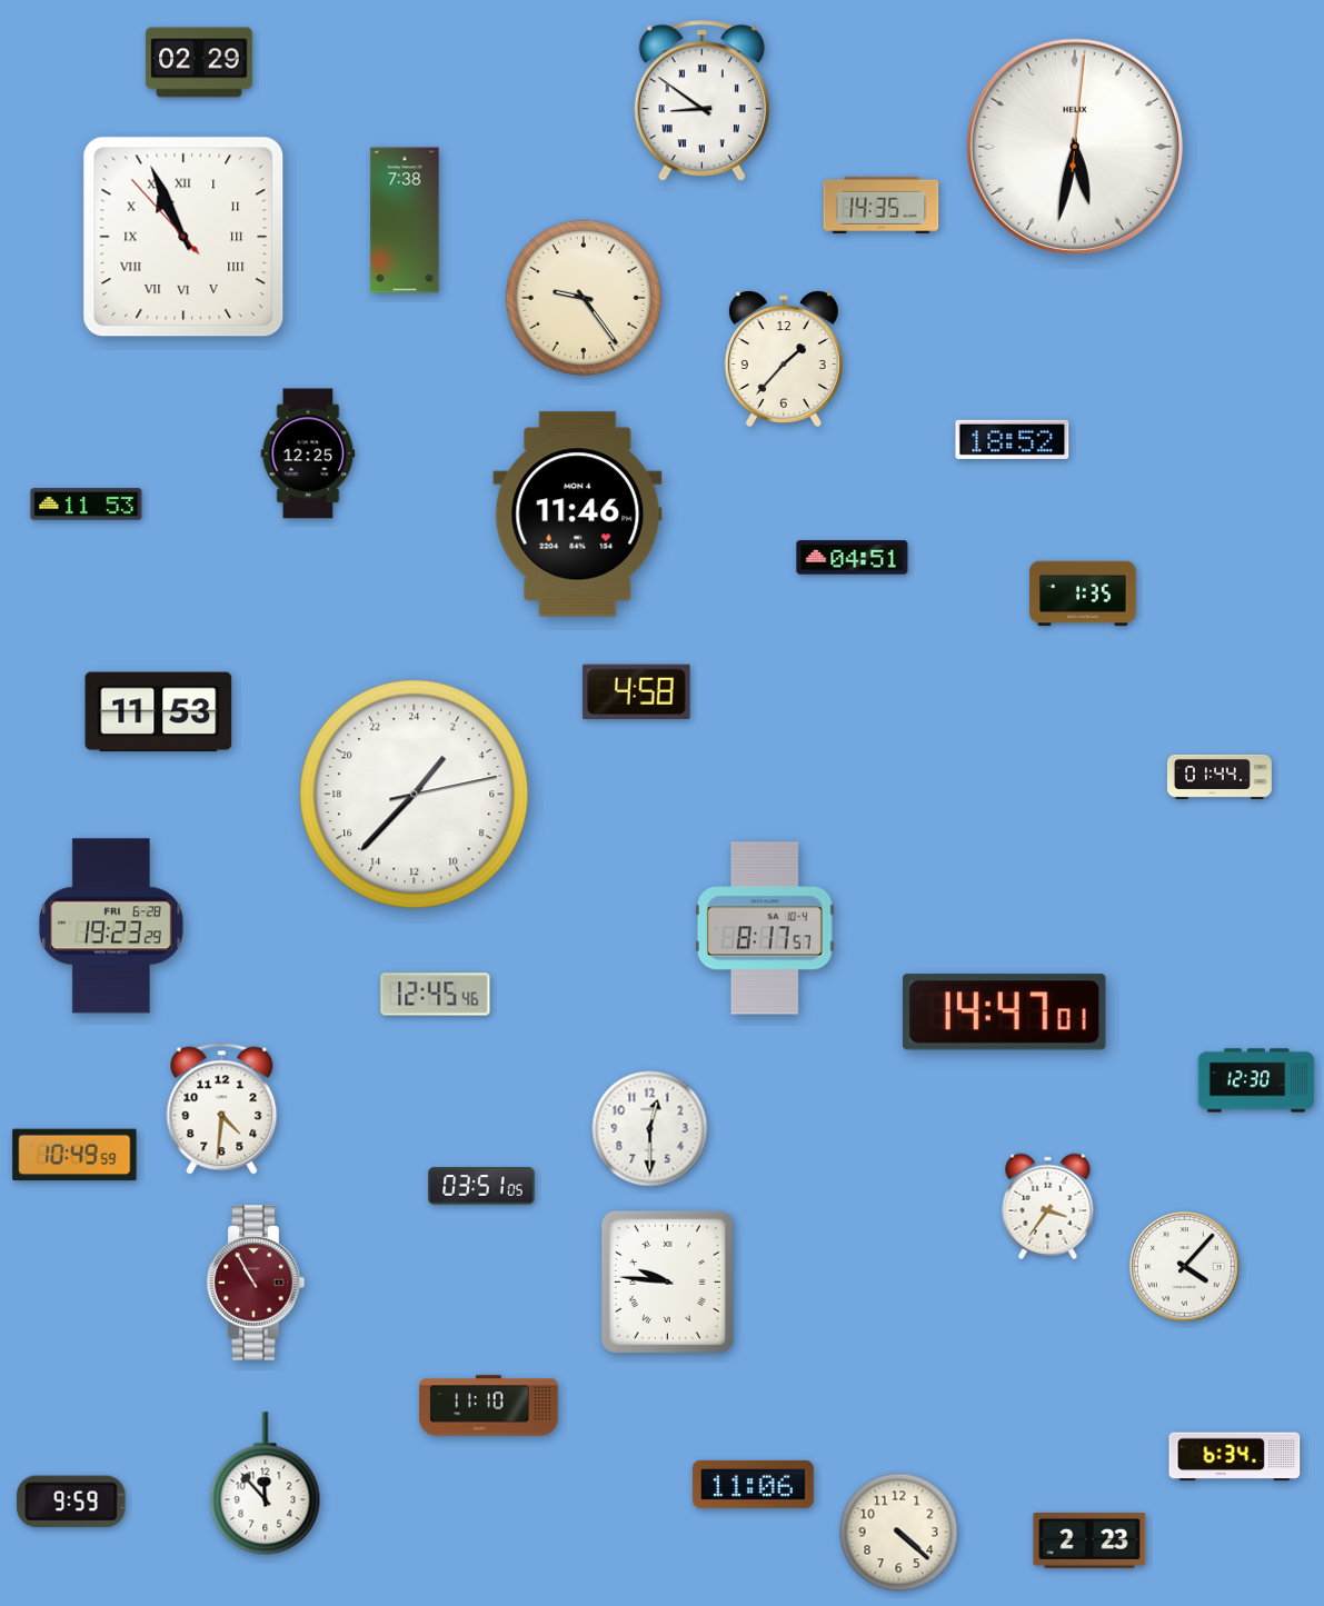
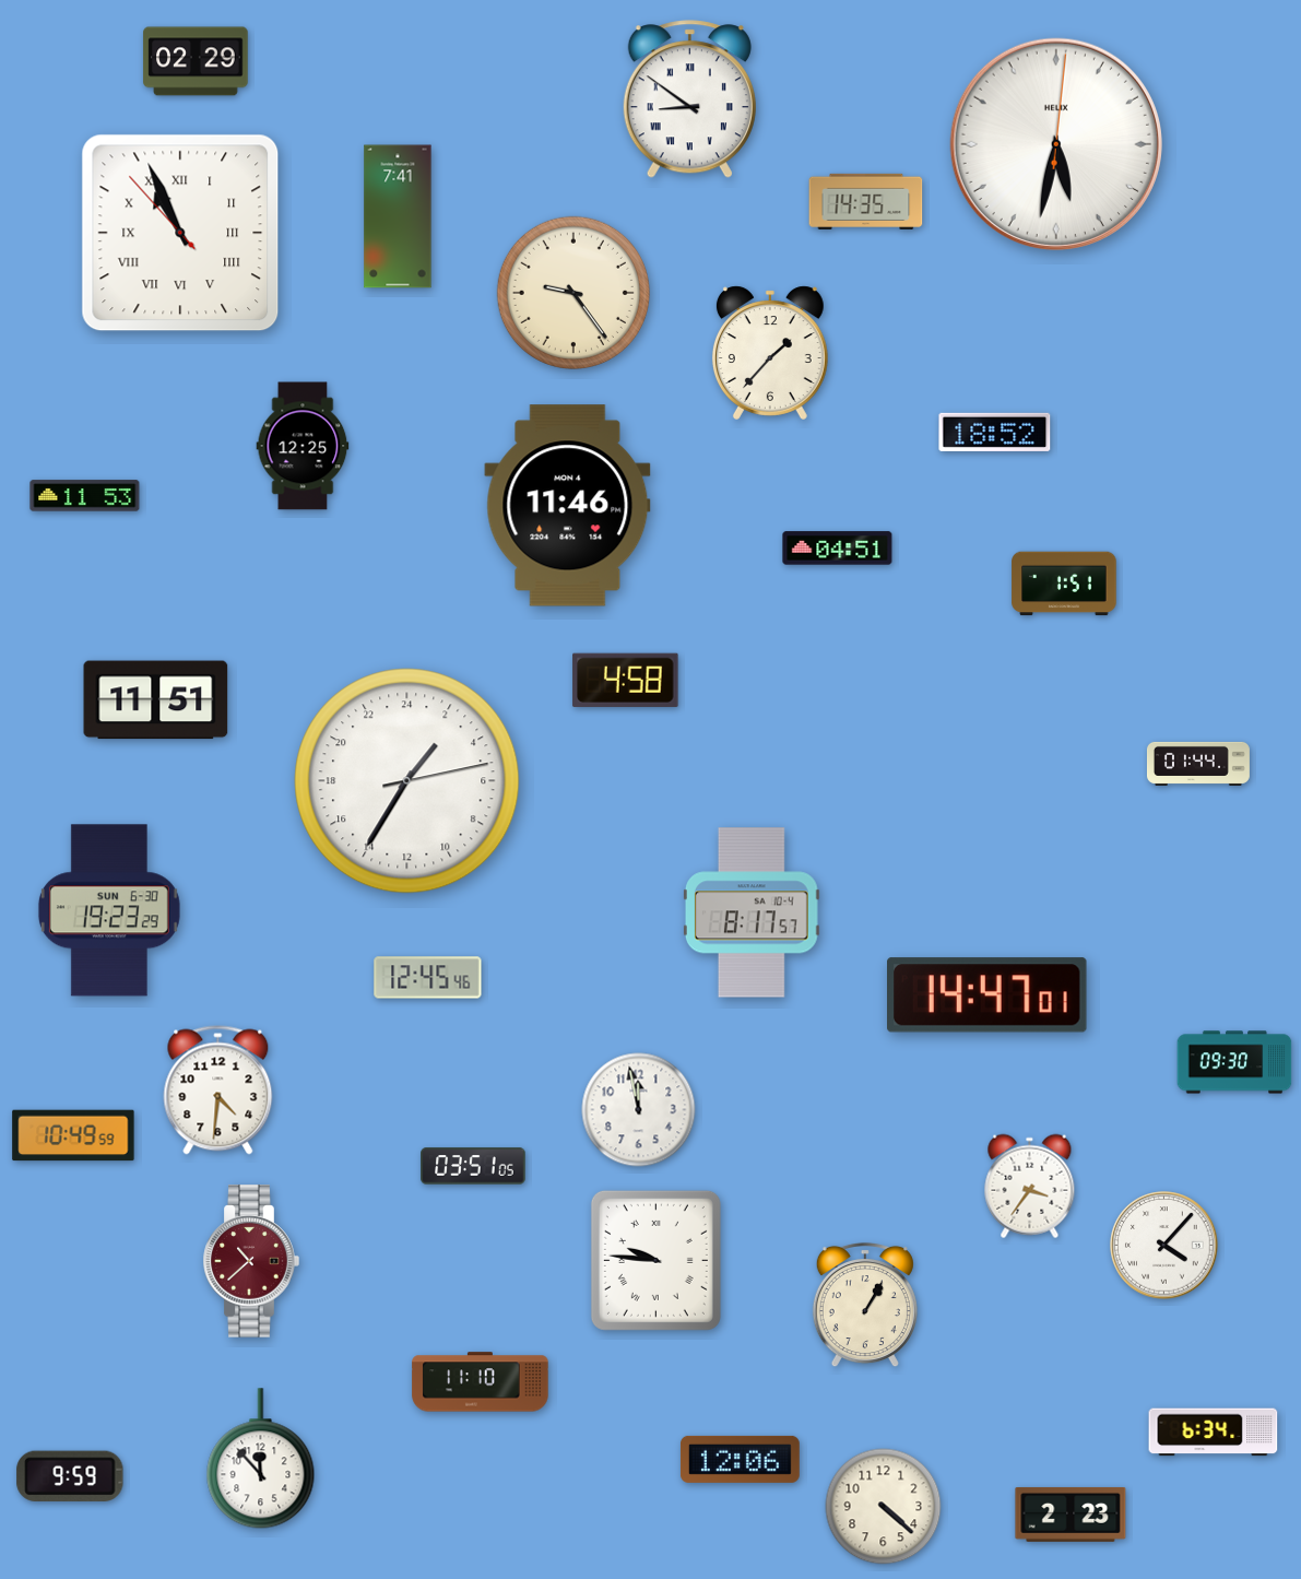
clock at (405, 220): 7:38 -> 7:41
clock at (1083, 593): 1:35 -> 1:51
clock at (159, 712): 11:53 -> 11:51
clock at (415, 795): 2:37 -> 2:35
clock at (111, 926) date: FRI 6-28 -> SUN 6-30
clock at (1256, 1080): 12:30 -> 09:30
clock at (650, 1129): 12:30 -> 11:58
clock at (256, 1283): 10:55 -> 10:38
clock at (865, 1305): none -> 1:05
clock at (753, 1484): 11:06 -> 12:06
